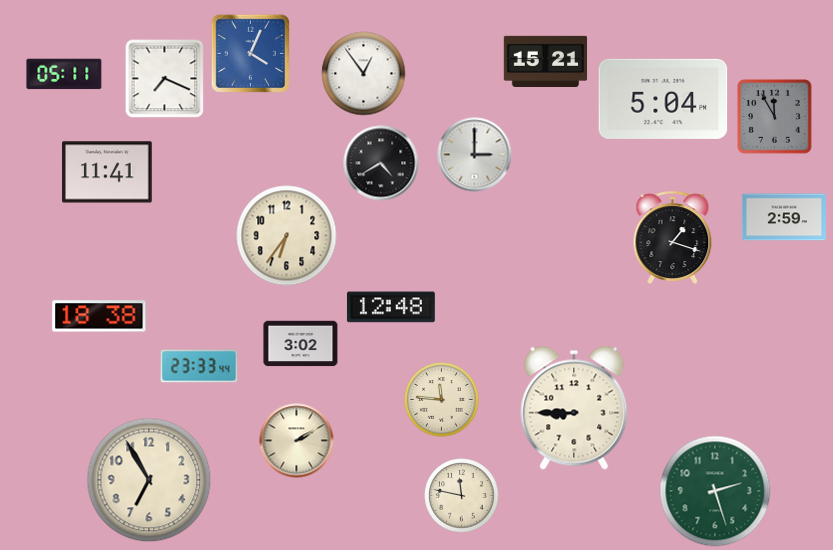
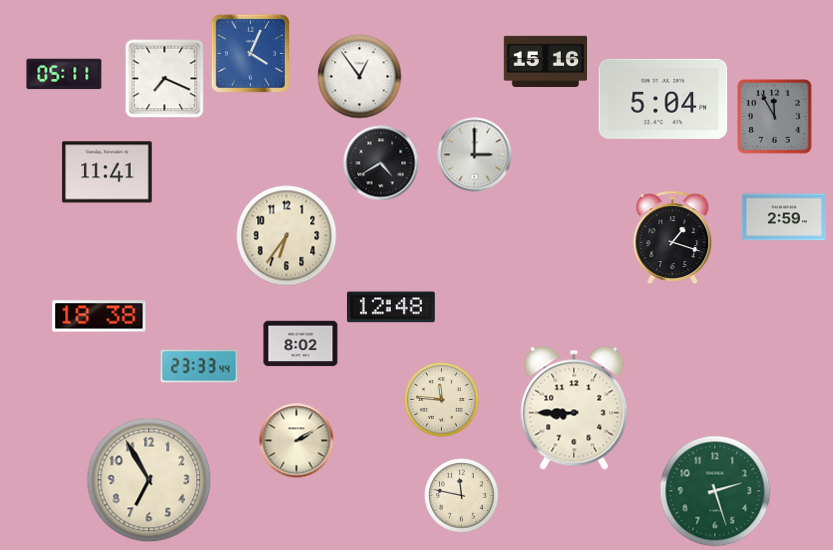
clock at (546, 61): 15:21 -> 15:16
clock at (364, 74) position: (364, 74) -> (360, 77)
clock at (301, 344): 3:02 -> 8:02
